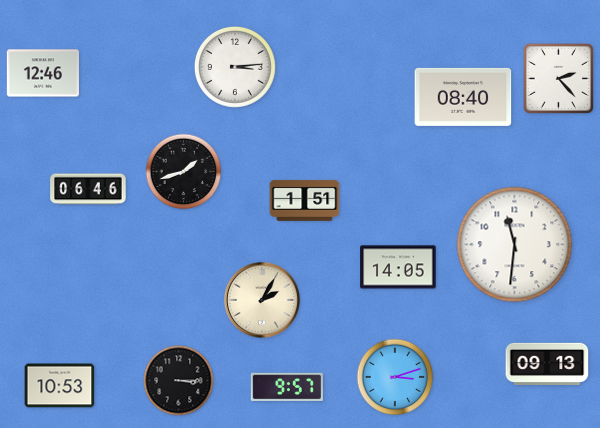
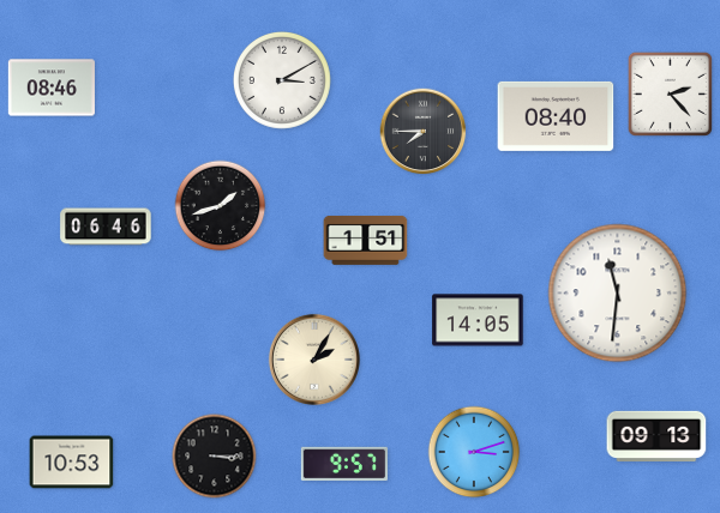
clock at (236, 68): 3:14 -> 3:10
clock at (43, 73): 12:46 -> 08:46
clock at (424, 132): none -> 7:45
